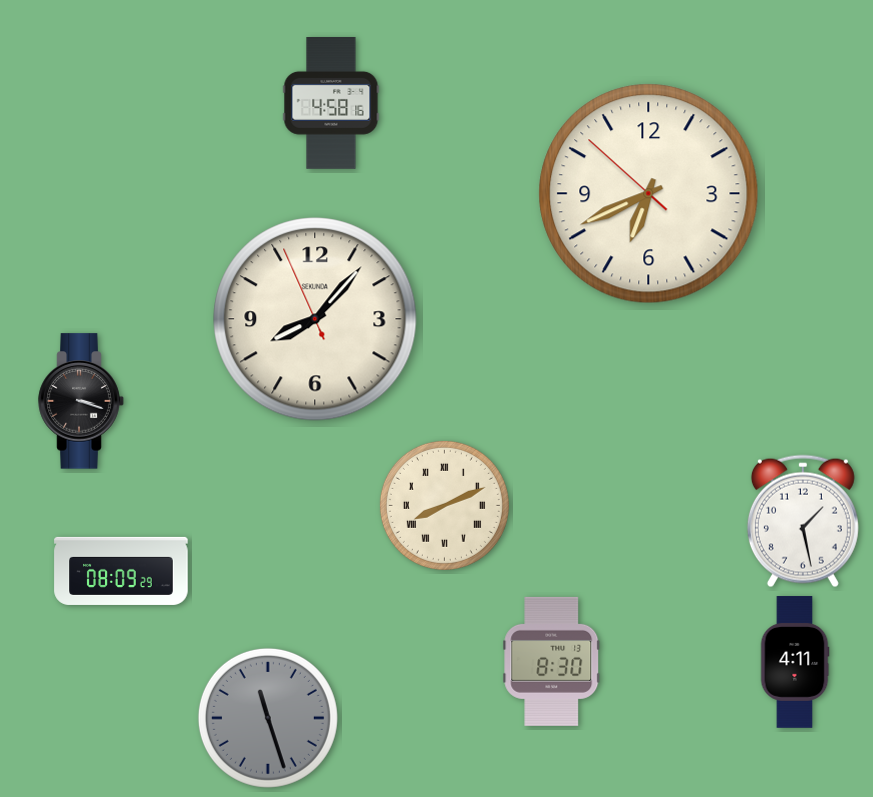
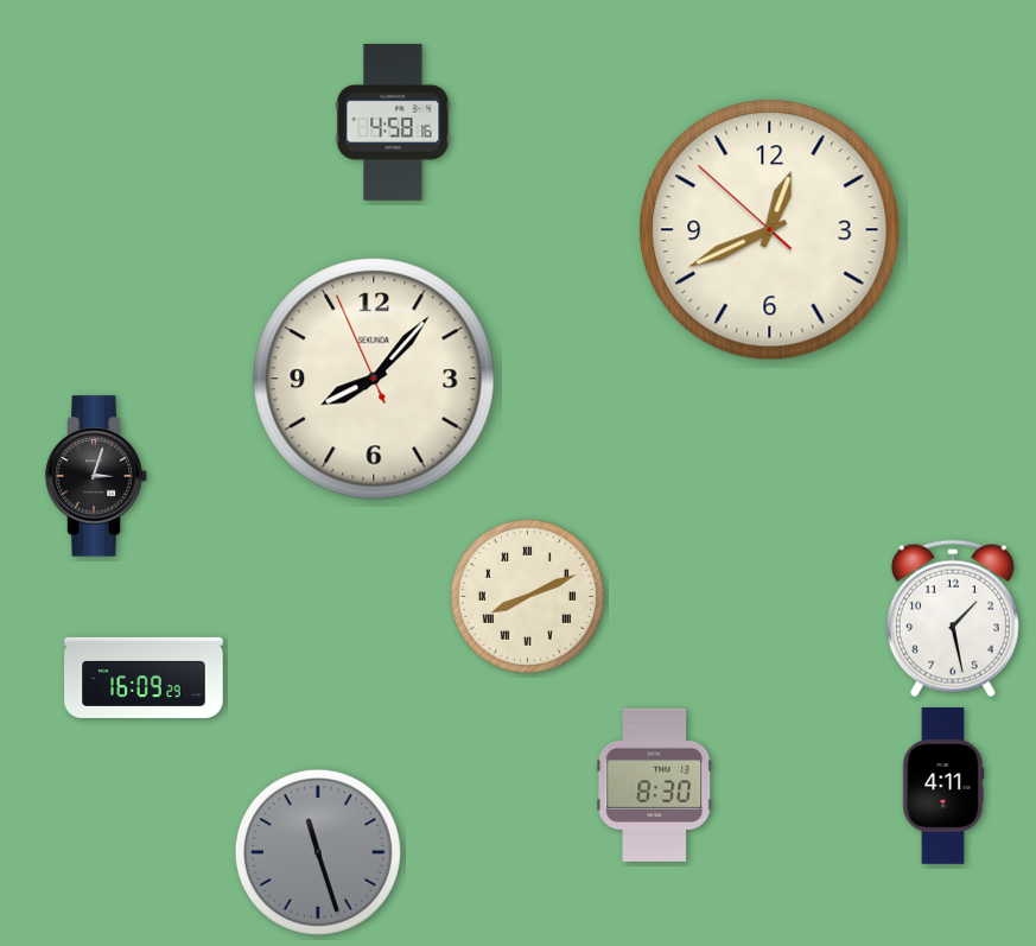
clock at (649, 194): 6:40 -> 12:40
clock at (81, 401): 3:18 -> 3:03
clock at (444, 505) position: (444, 505) -> (527, 596)
clock at (121, 571): 08:09 -> 16:09
